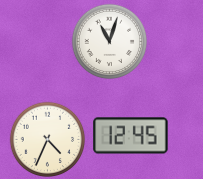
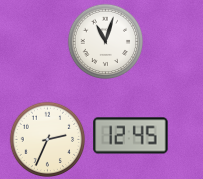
clock at (110, 42) position: (110, 42) -> (106, 42)
clock at (48, 140): 4:34 -> 2:34
